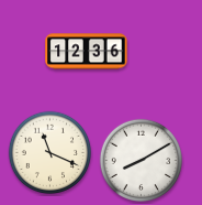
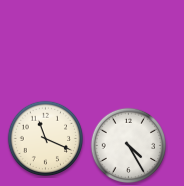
clock at (87, 52): 12:36 -> none
clock at (142, 161): 8:10 -> 4:25
